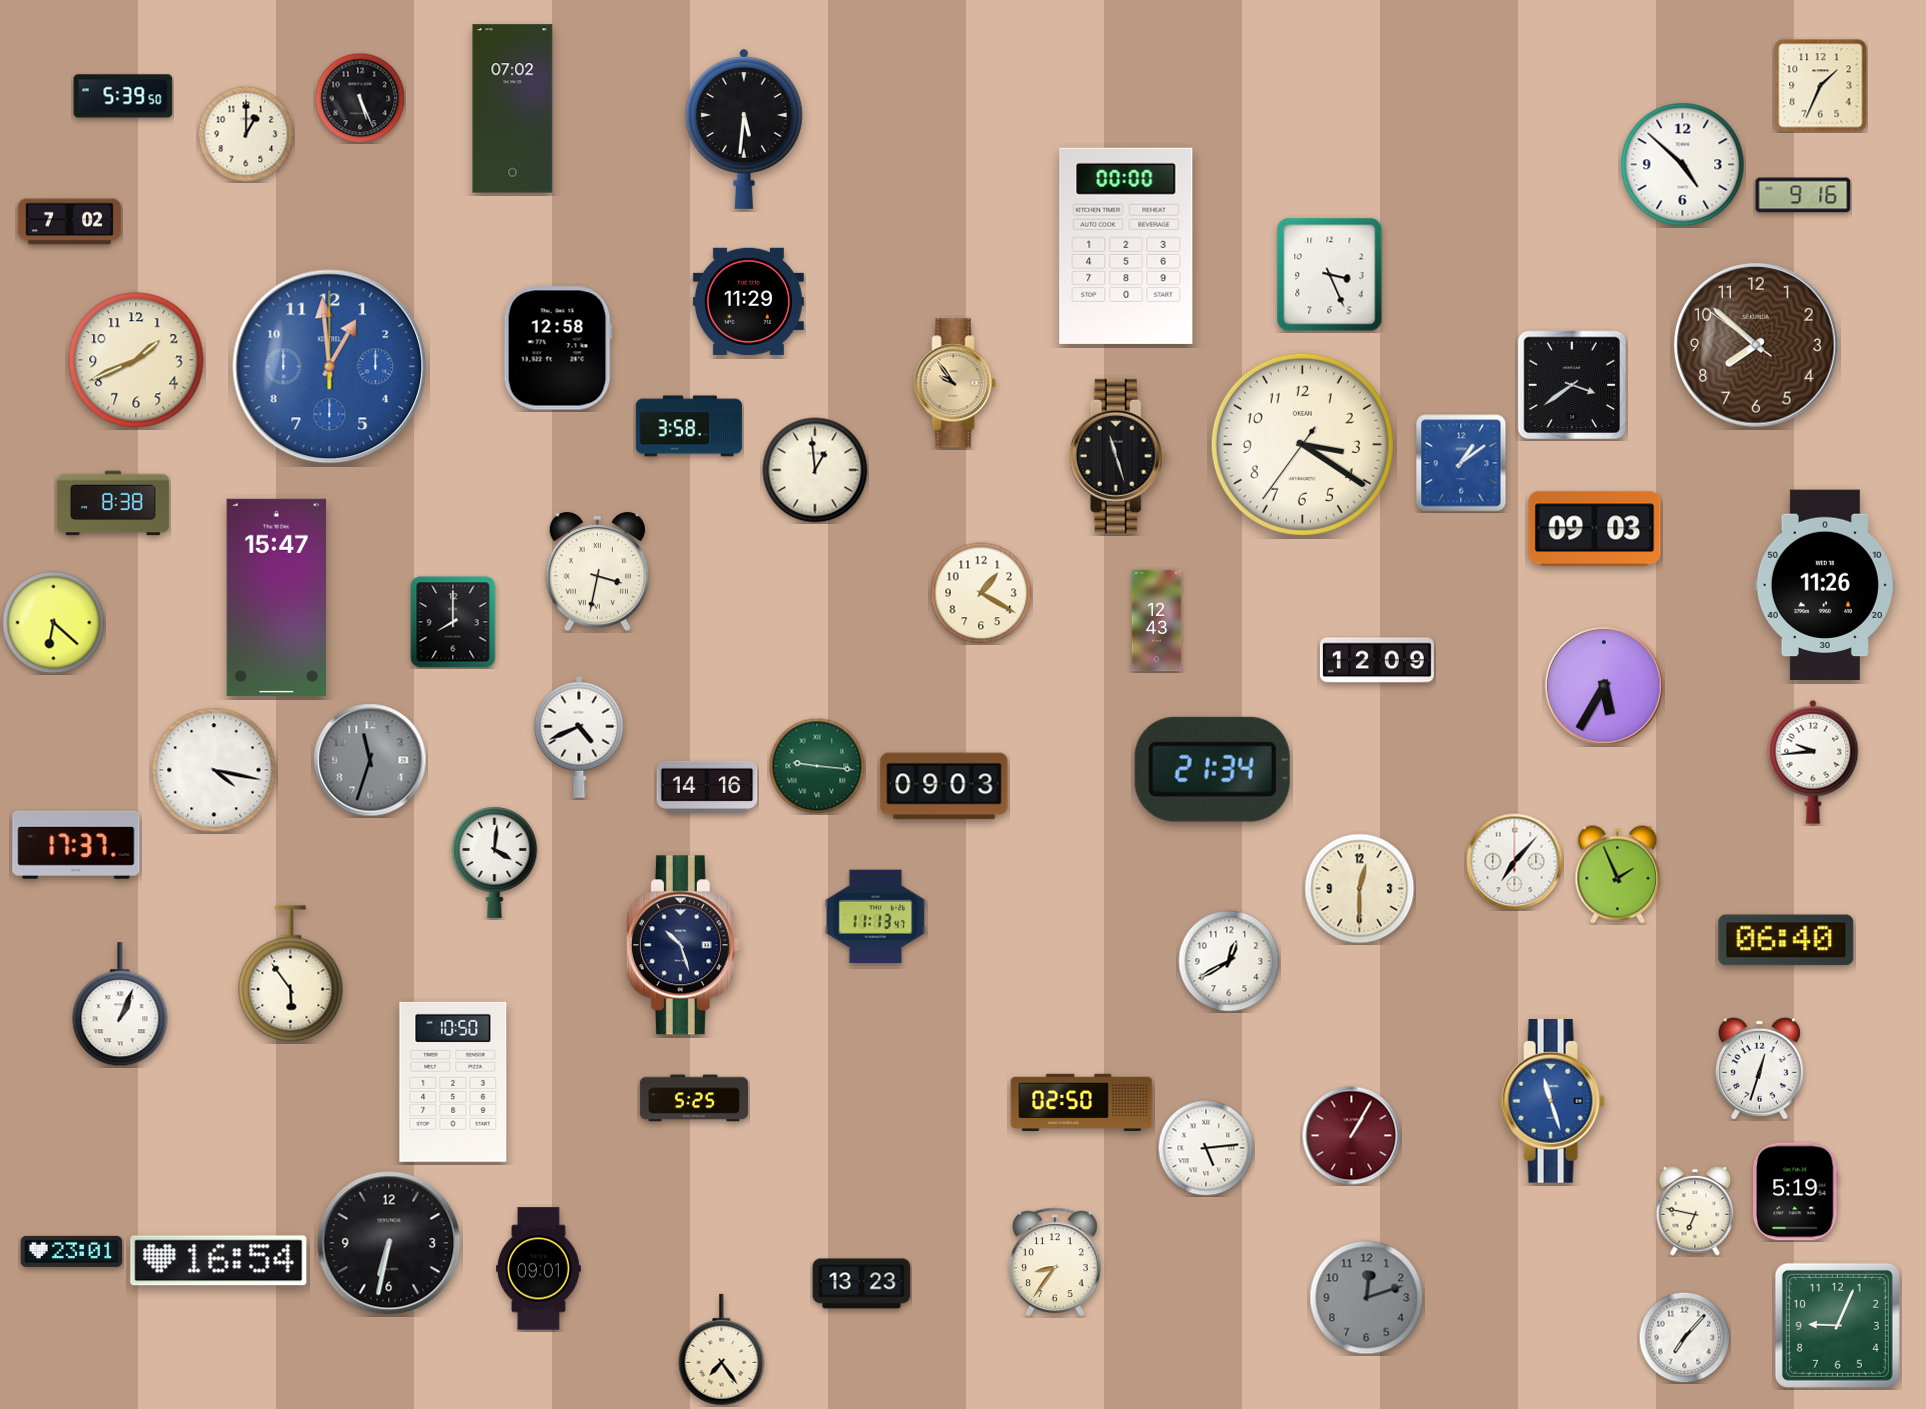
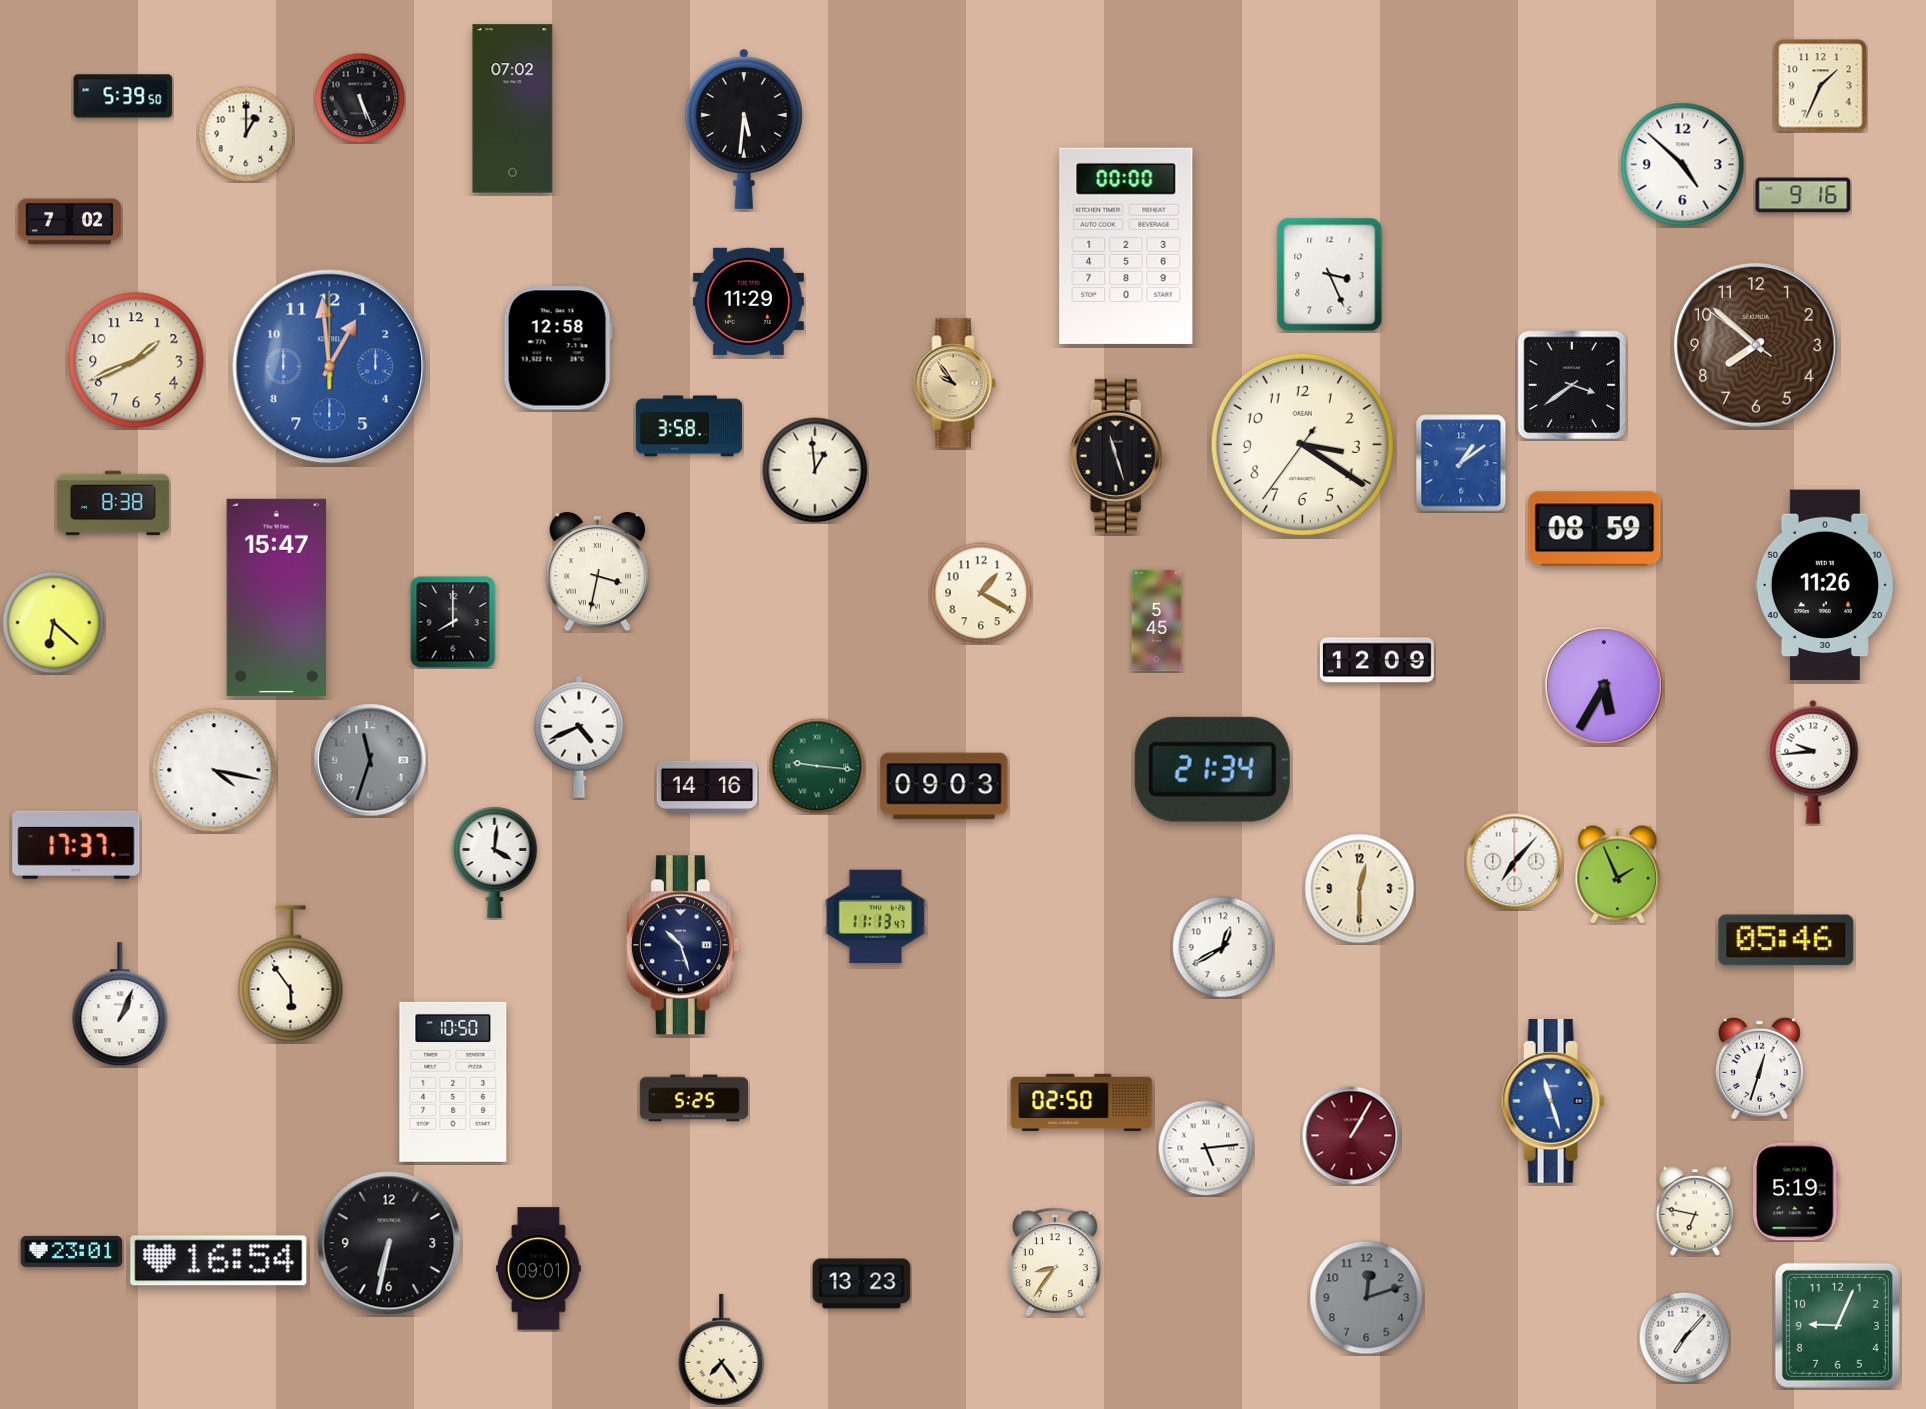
clock at (1595, 529): 09:03 -> 08:59
clock at (1157, 621): 12:43 -> 5:45
clock at (1786, 940): 06:40 -> 05:46
clock at (1229, 961) position: (1229, 961) -> (1223, 947)
